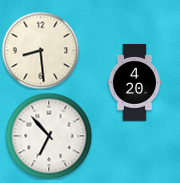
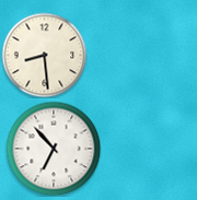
clock at (134, 83): 4:20 -> none
